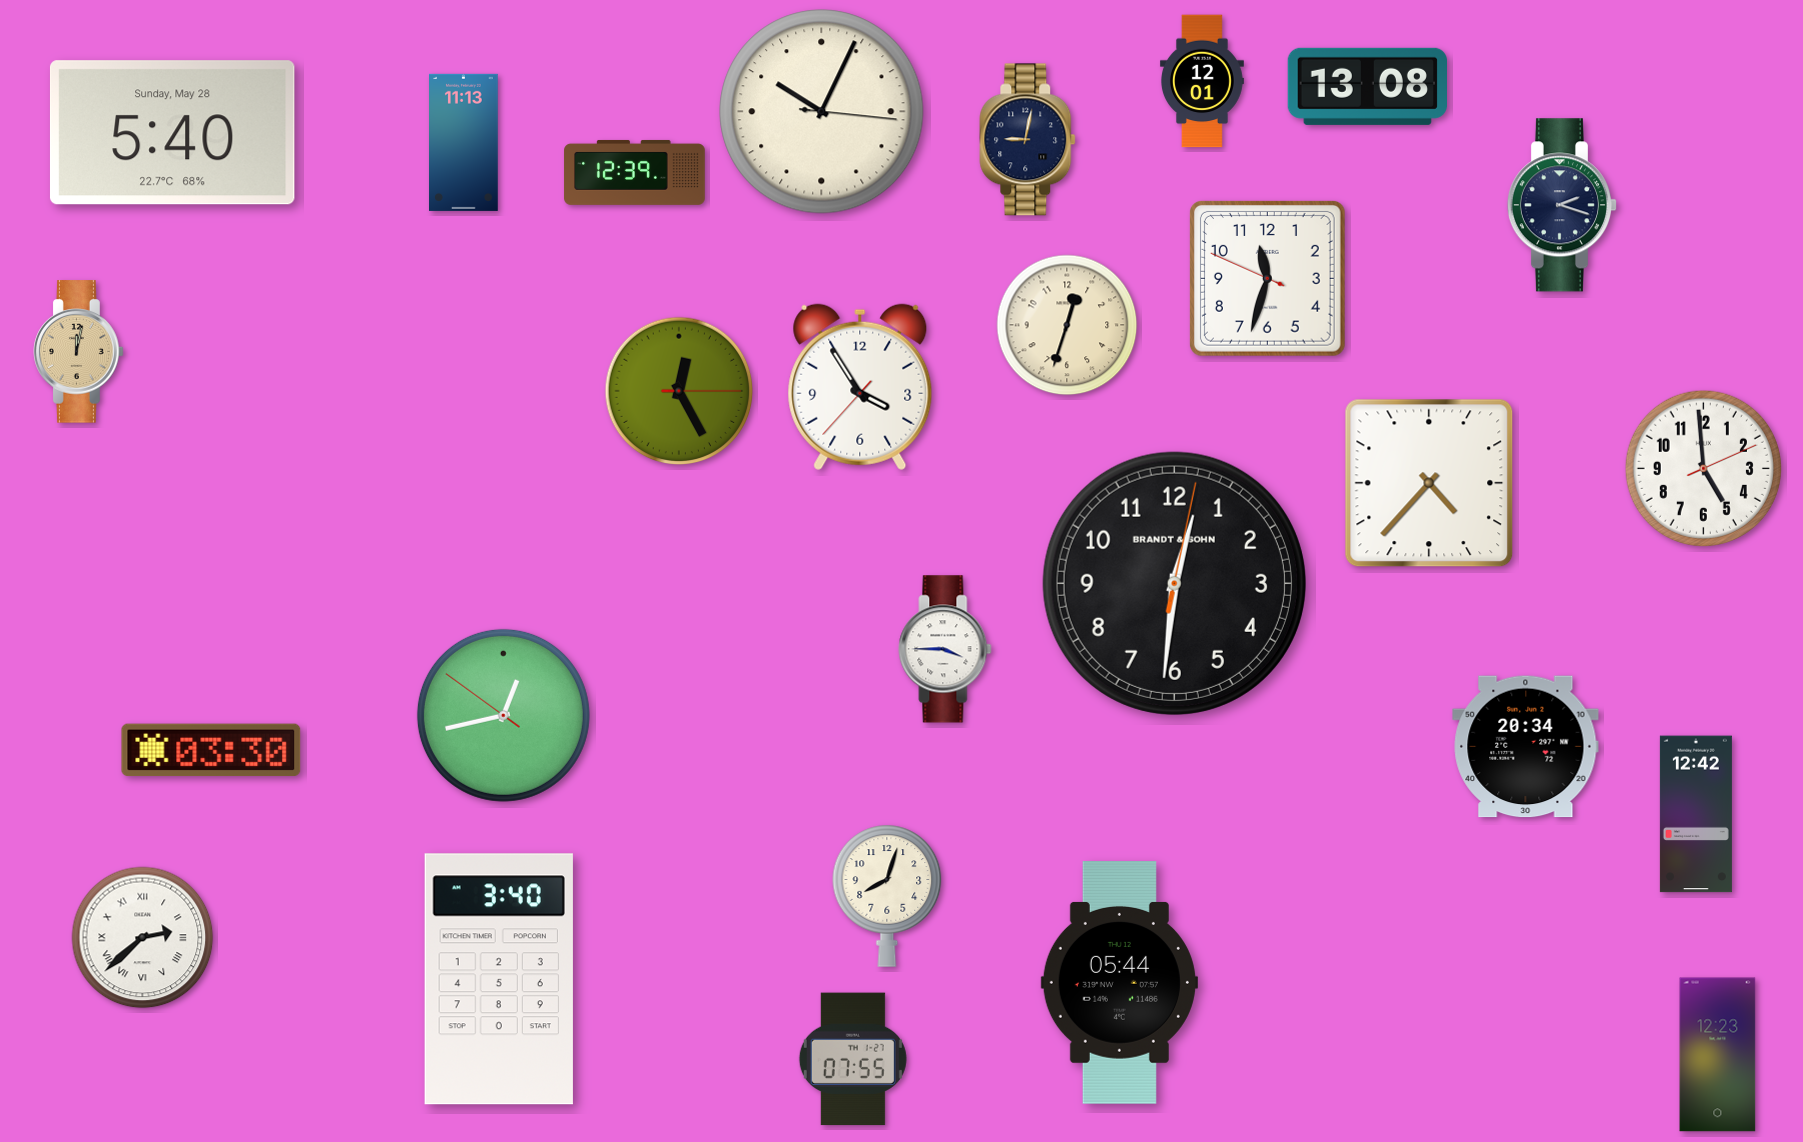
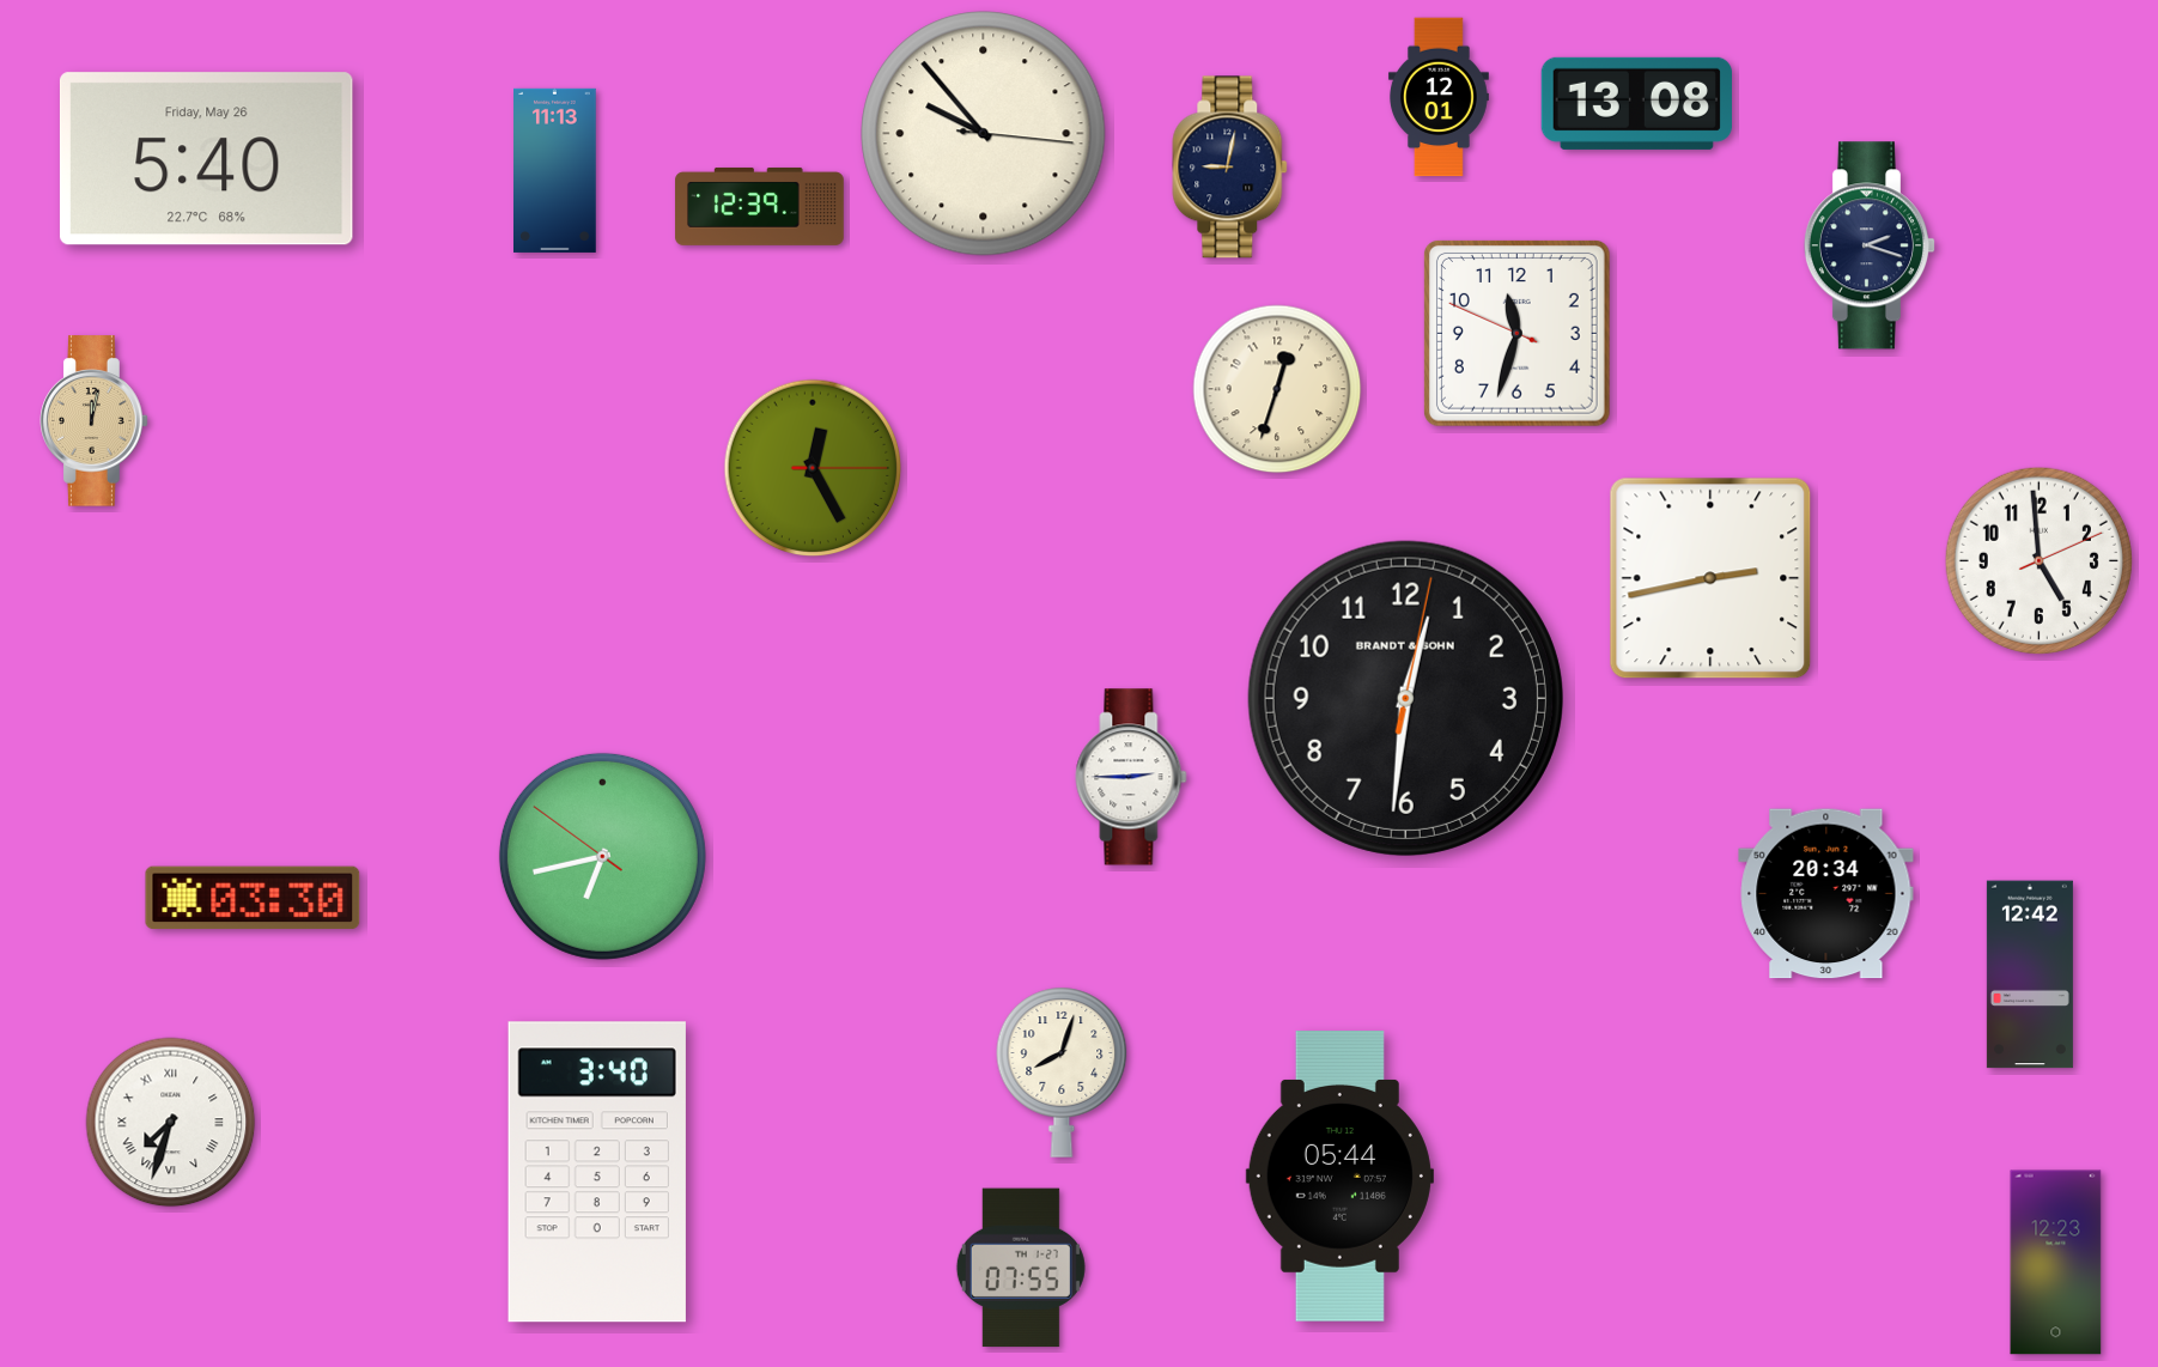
clock at (822, 112): 10:04 -> 9:53
clock at (172, 133) date: Sunday, May 28 -> Friday, May 26
clock at (860, 387): 3:54 -> none
clock at (1429, 483): 4:37 -> 2:43
clock at (945, 649): 3:45 -> 2:45
clock at (503, 715): 12:42 -> 6:42
clock at (143, 938): 2:38 -> 7:33
